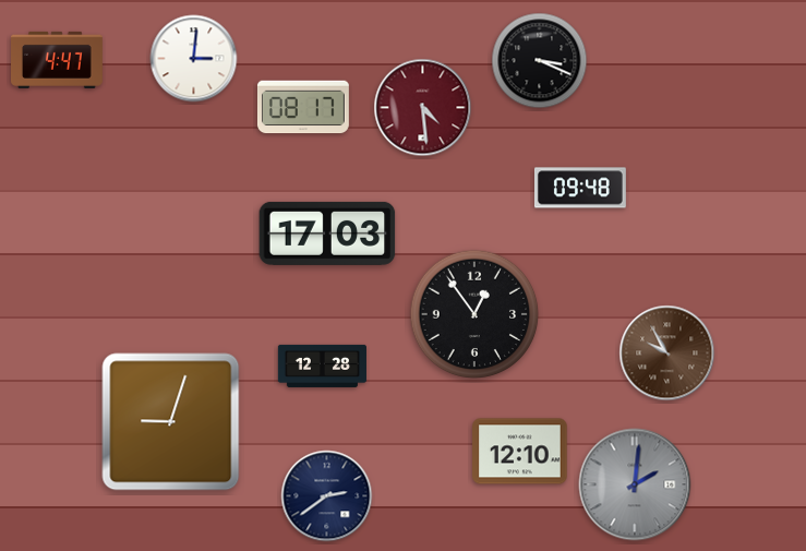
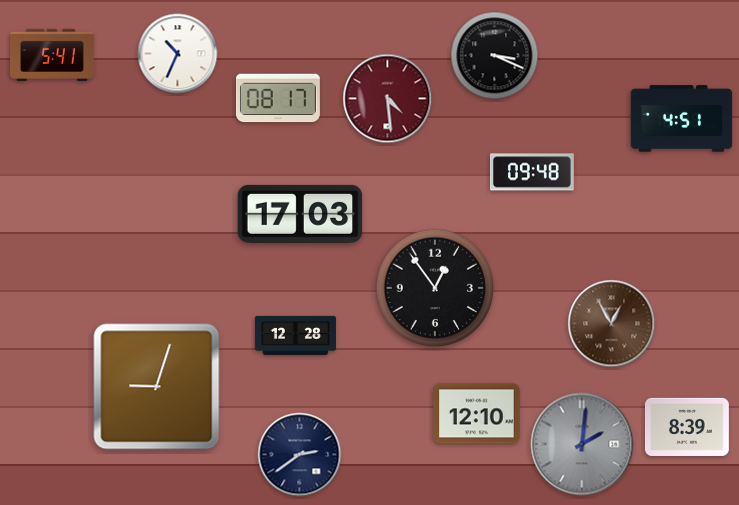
clock at (194, 59): 3:01 -> 10:34
clock at (58, 60): 4:47 -> 5:41
clock at (682, 119): none -> 4:51
clock at (667, 354): 9:55 -> 12:55
clock at (687, 427): none -> 8:39
